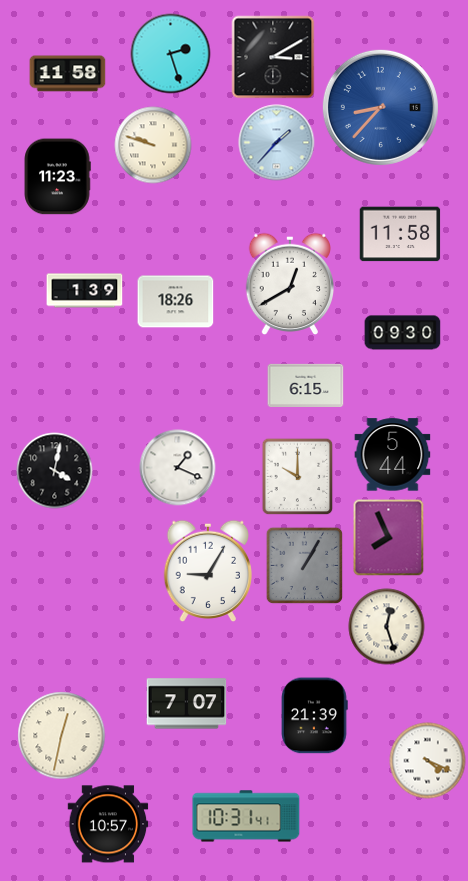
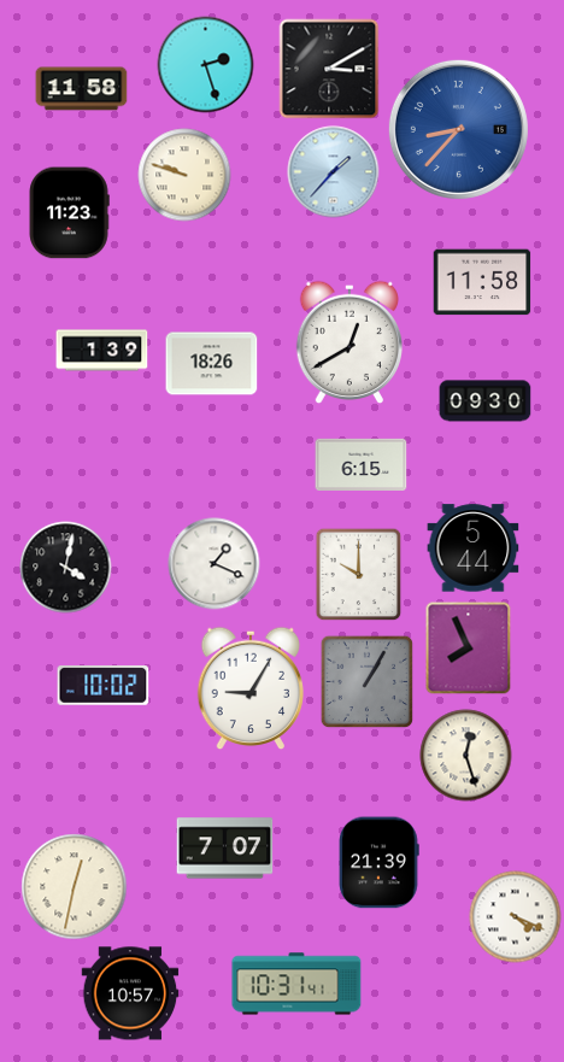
clock at (306, 385) position: (306, 385) -> (362, 464)
clock at (104, 686): none -> 10:02
